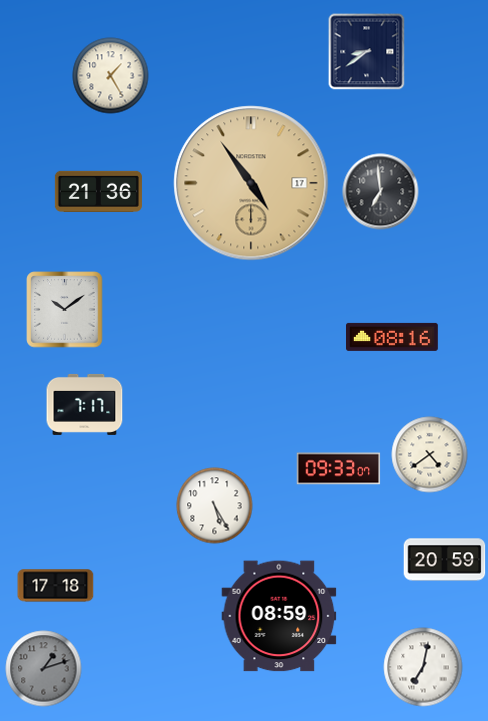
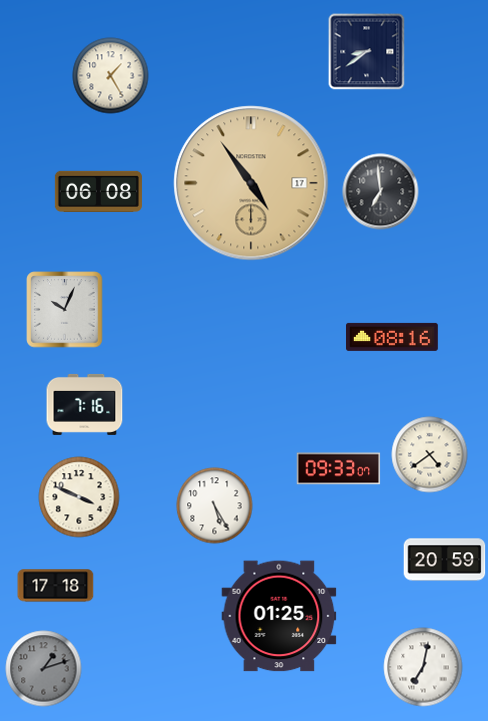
clock at (98, 191): 21:36 -> 06:08
clock at (65, 310): 10:09 -> 10:04
clock at (85, 404): 7:17 -> 7:16
clock at (79, 497): none -> 3:49
clock at (279, 616): 08:59 -> 01:25
